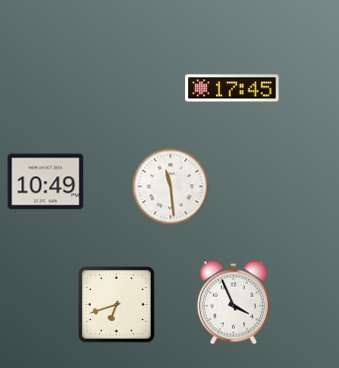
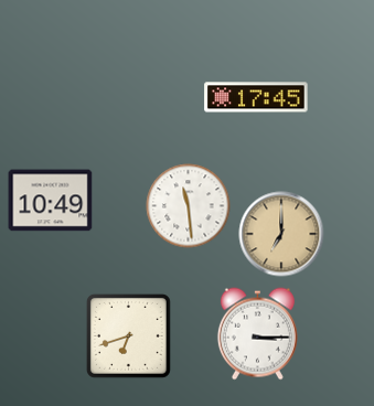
clock at (281, 234): none -> 7:00
clock at (233, 303): 3:56 -> 3:15
